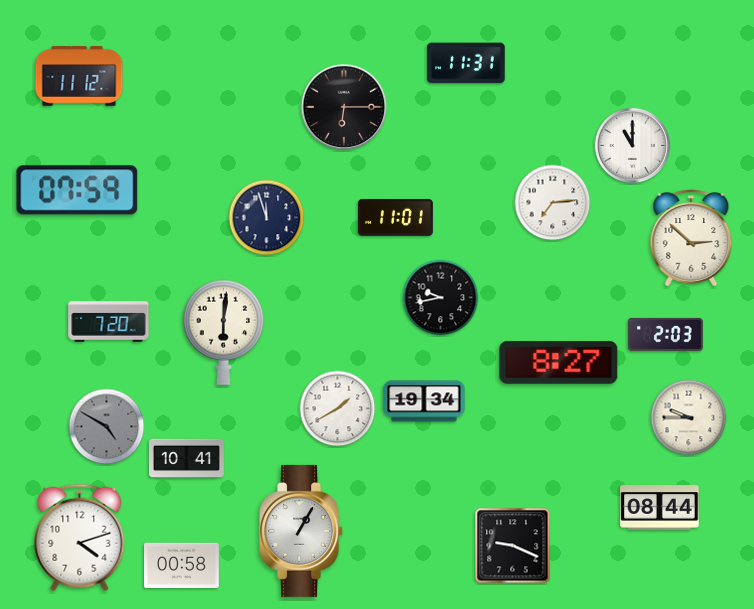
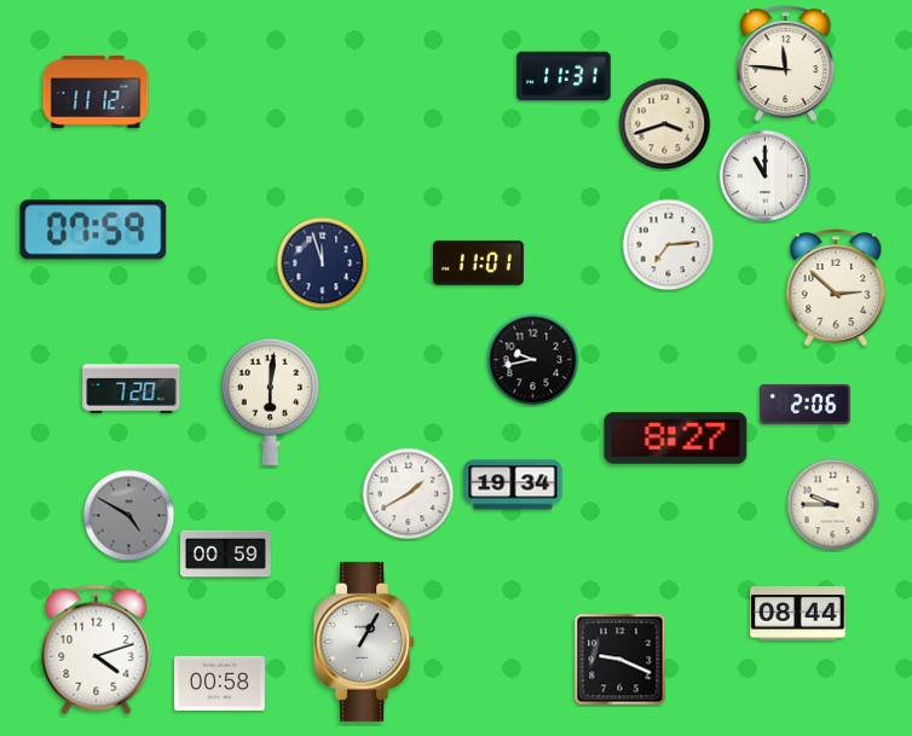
clock at (786, 64): none -> 11:46
clock at (665, 124): none -> 3:42
clock at (344, 107): 6:15 -> none
clock at (665, 334): 2:03 -> 2:06
clock at (187, 459): 10:41 -> 00:59
